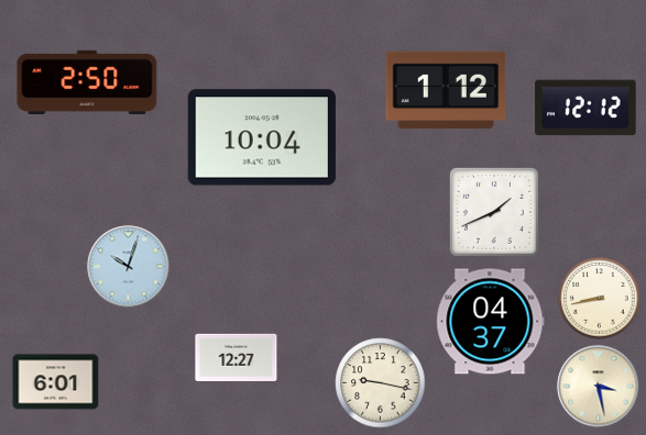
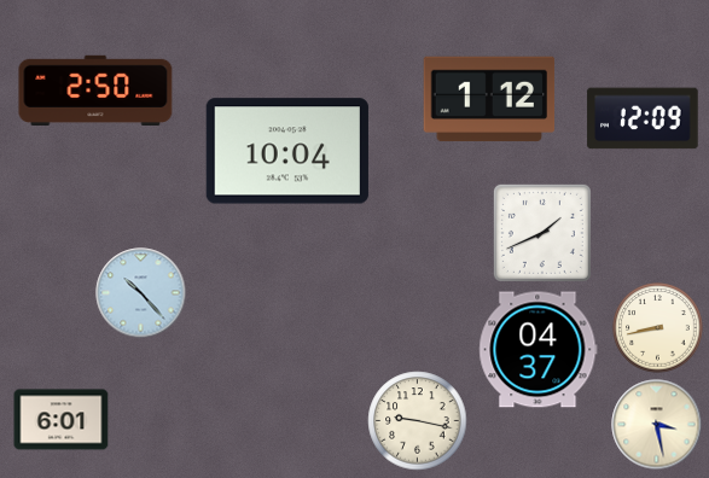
clock at (585, 108): 12:12 -> 12:09
clock at (129, 267): 10:03 -> 10:23
clock at (491, 322) position: (491, 322) -> (539, 350)
clock at (237, 357): 12:27 -> none
